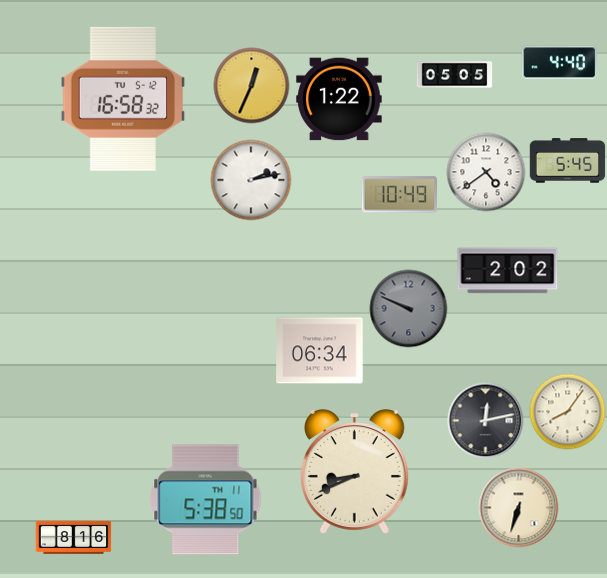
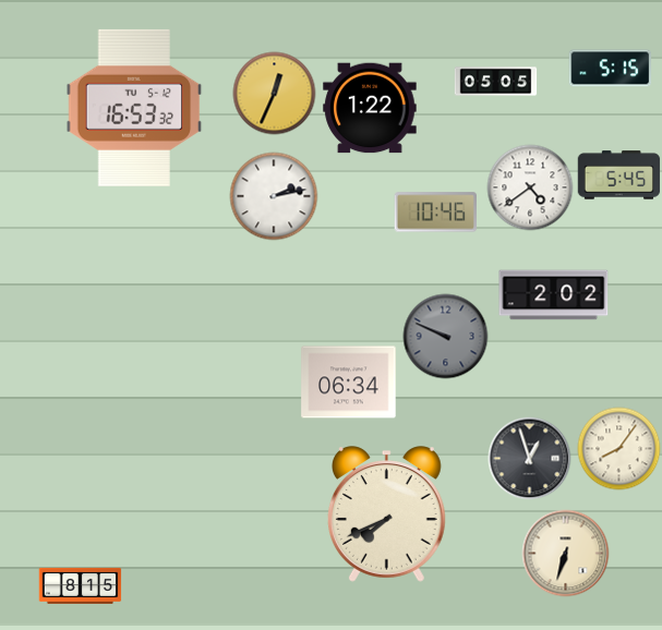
clock at (560, 63): 4:40 -> 5:15
clock at (123, 99): 16:58 -> 16:53
clock at (399, 195): 10:49 -> 10:46
clock at (486, 421): 12:13 -> 12:57
clock at (354, 472): 8:41 -> 7:41
clock at (206, 500): 5:38 -> none
clock at (74, 537): 8:16 -> 8:15
